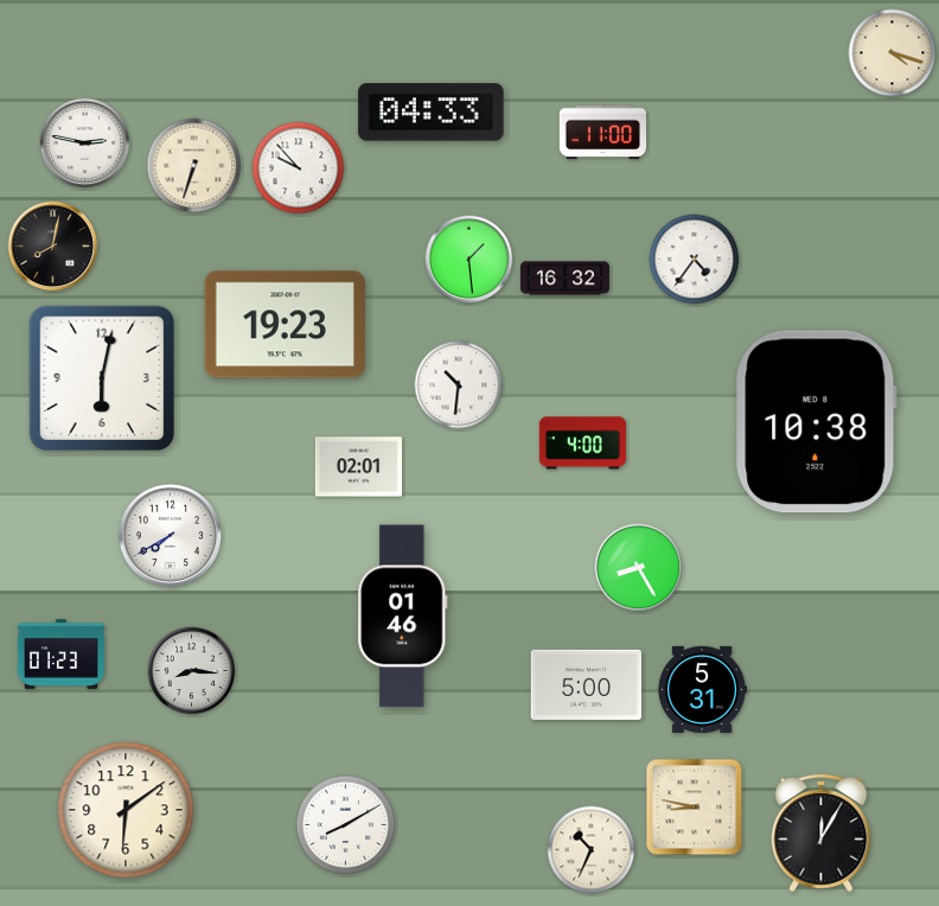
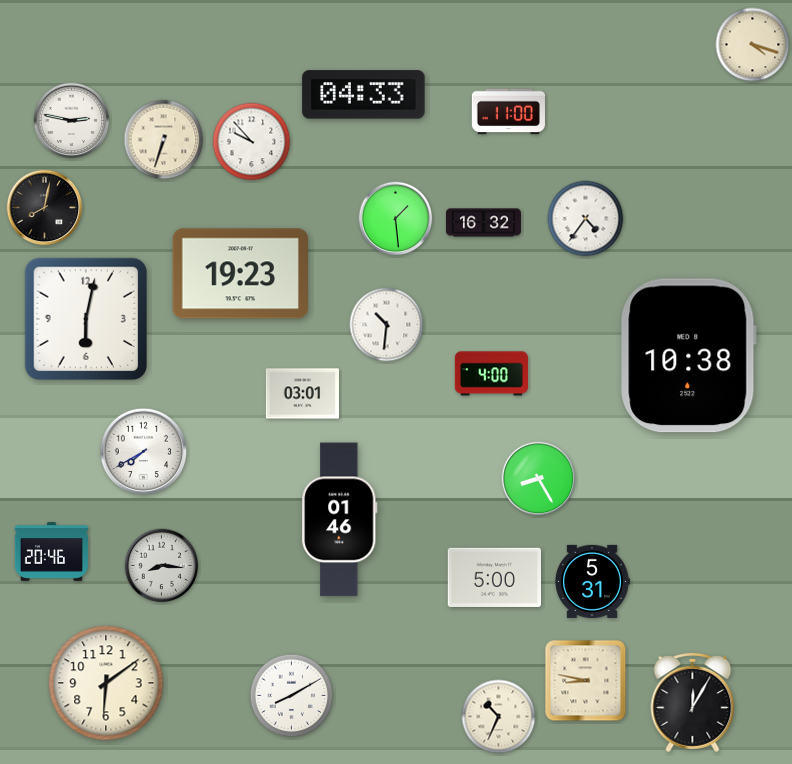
clock at (564, 279) position: (564, 279) -> (483, 223)
clock at (358, 467): 02:01 -> 03:01
clock at (60, 655): 01:23 -> 20:46
